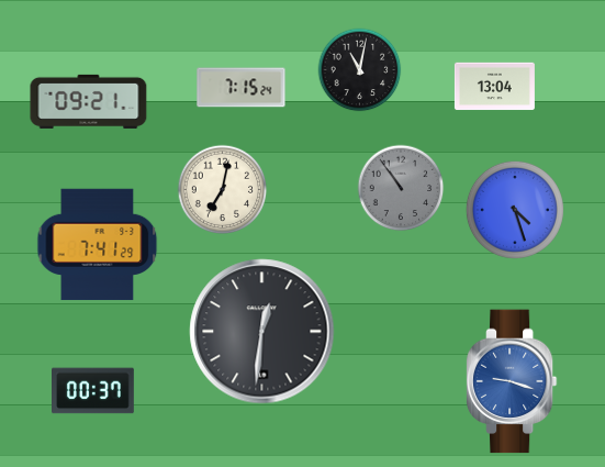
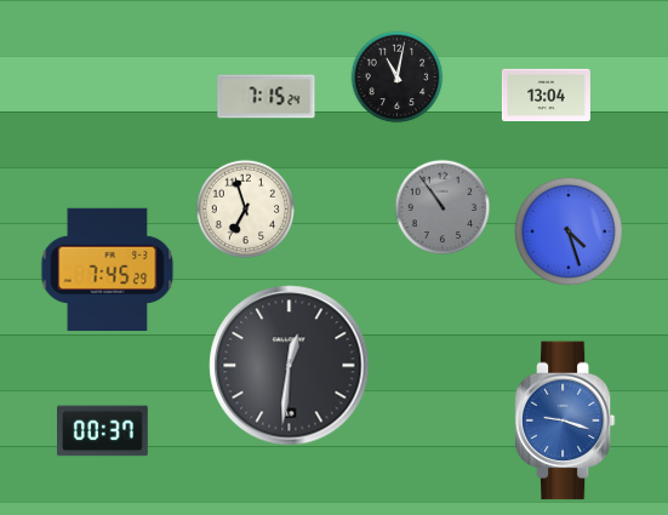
clock at (89, 101): 09:21 -> none
clock at (223, 190): 7:02 -> 6:57
clock at (98, 245): 7:41 -> 7:45
